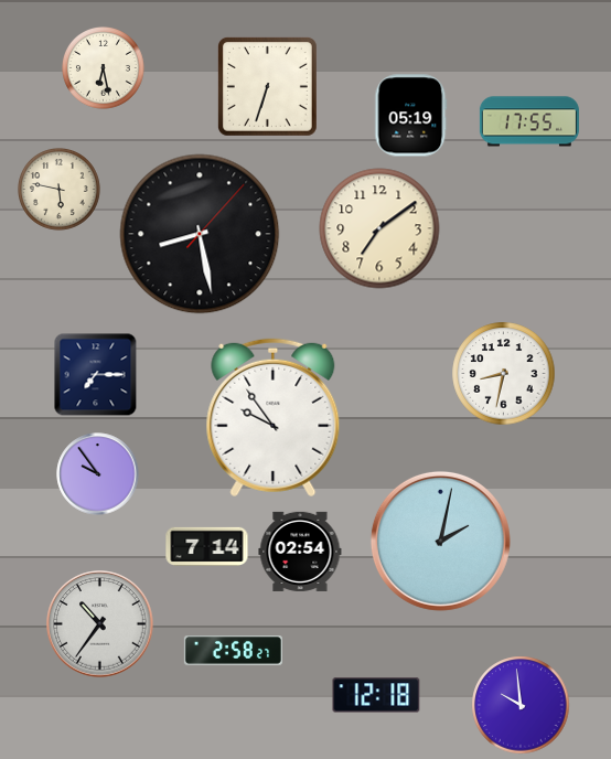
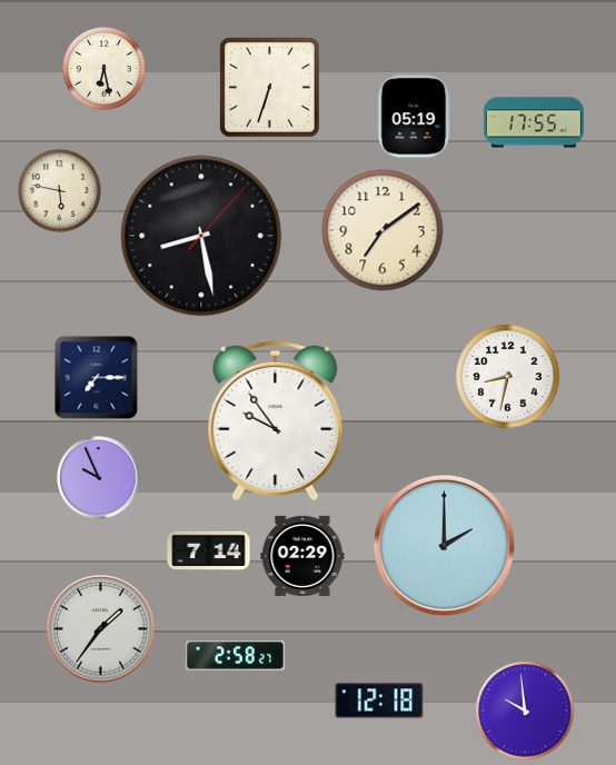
clock at (98, 474): 9:54 -> 9:56
clock at (440, 541): 2:02 -> 2:00
clock at (300, 552): 02:54 -> 02:29
clock at (100, 624): 10:36 -> 1:36
